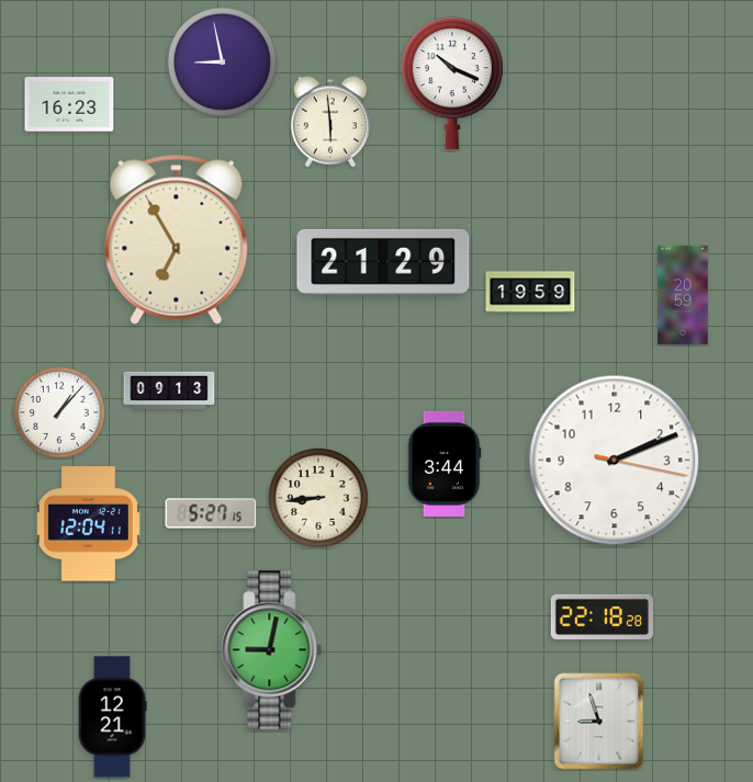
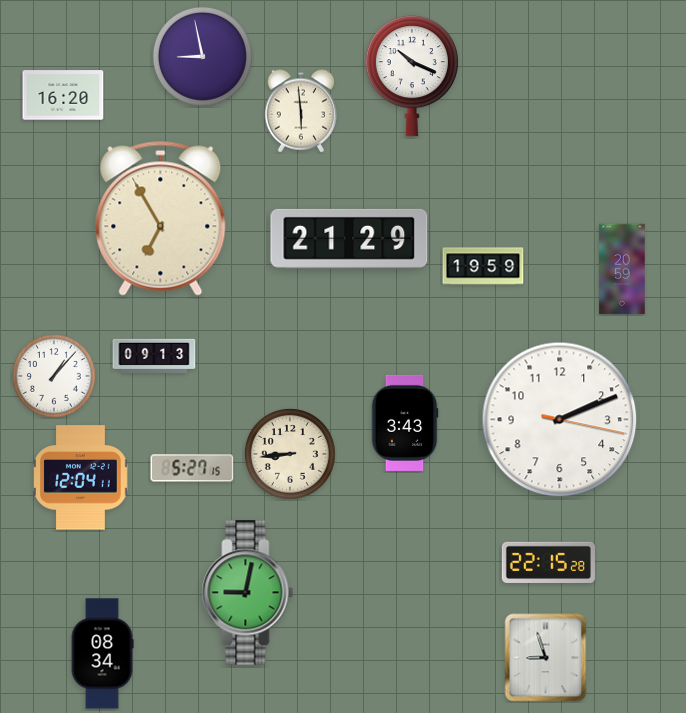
clock at (69, 104): 16:23 -> 16:20
clock at (445, 464): 3:44 -> 3:43
clock at (602, 616): 22:18 -> 22:15
clock at (112, 717): 12:21 -> 08:34
